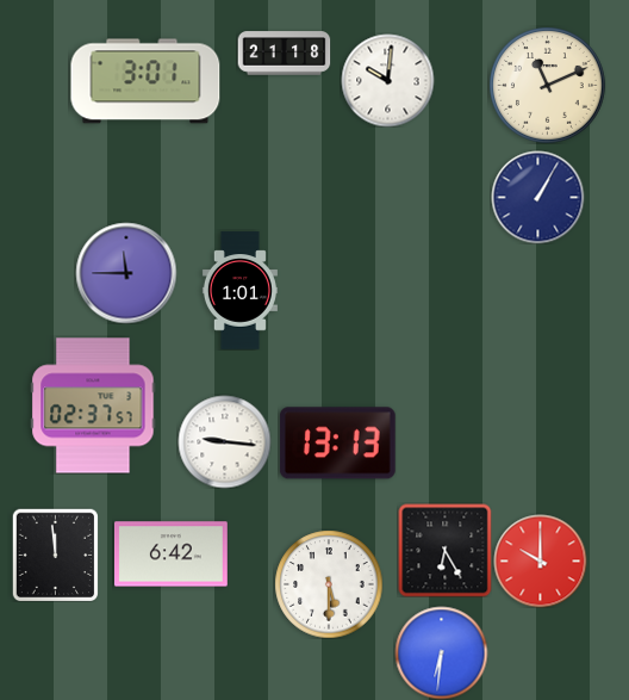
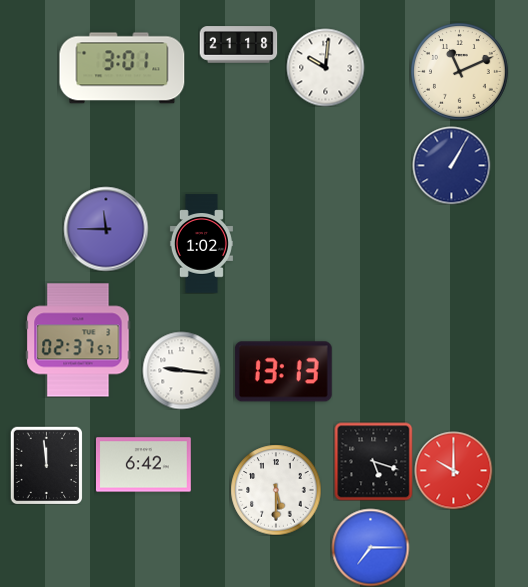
clock at (239, 291): 1:01 -> 1:02
clock at (224, 441) position: (224, 441) -> (181, 370)
clock at (444, 550): 6:25 -> 5:18
clock at (441, 652): 6:31 -> 7:15
